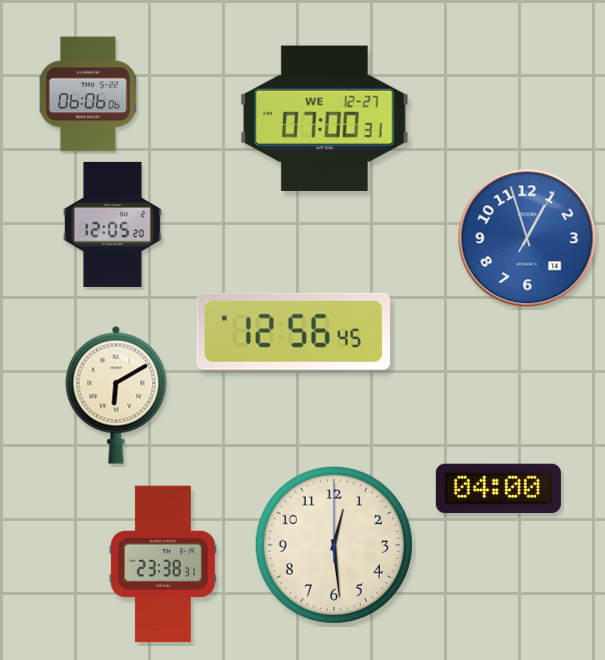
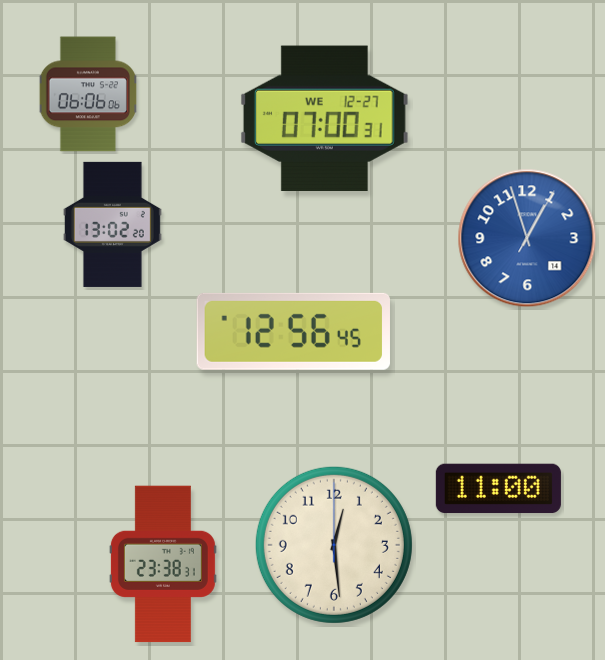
clock at (112, 224): 12:05 -> 13:02
clock at (116, 395): 6:10 -> none
clock at (498, 489): 04:00 -> 11:00
